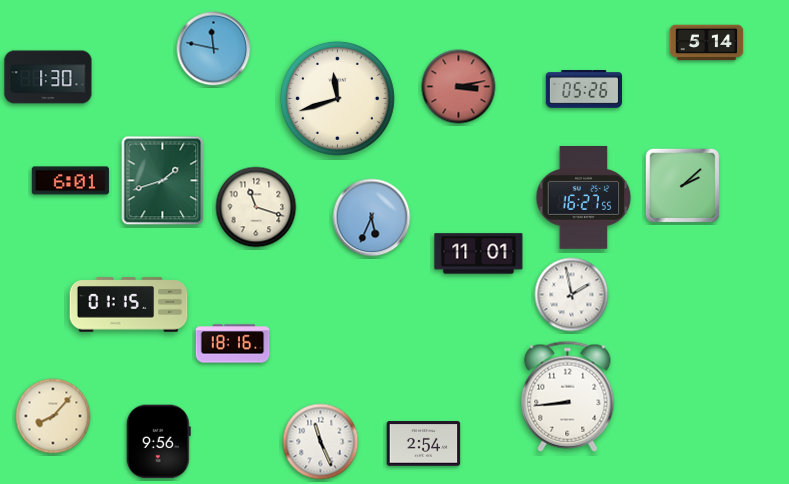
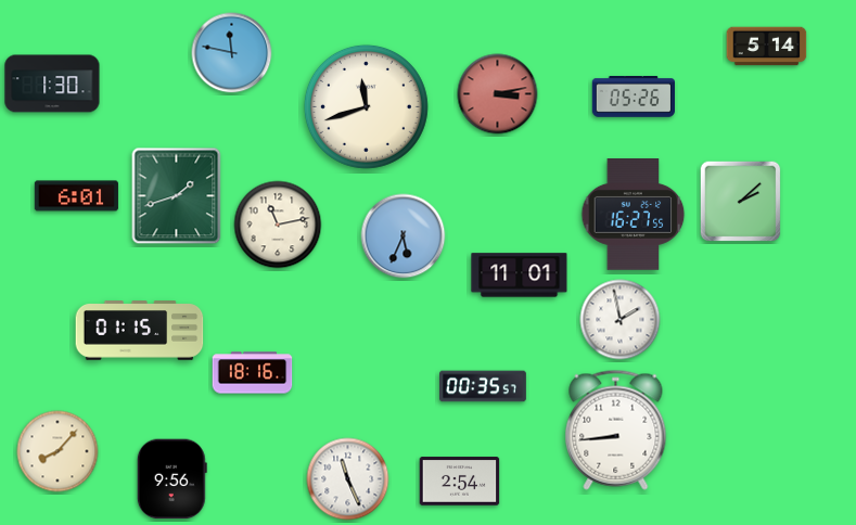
clock at (256, 207): 11:18 -> 11:13
clock at (484, 386): none -> 00:35
